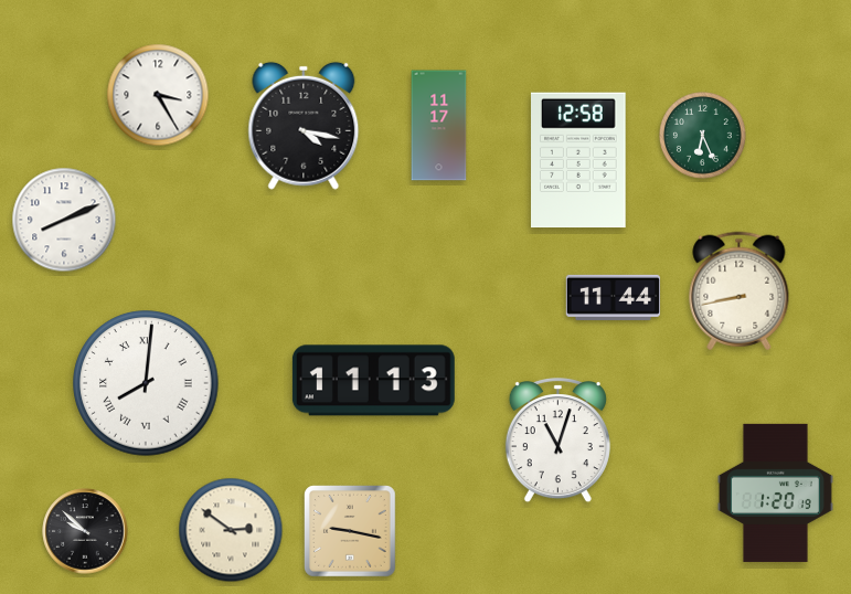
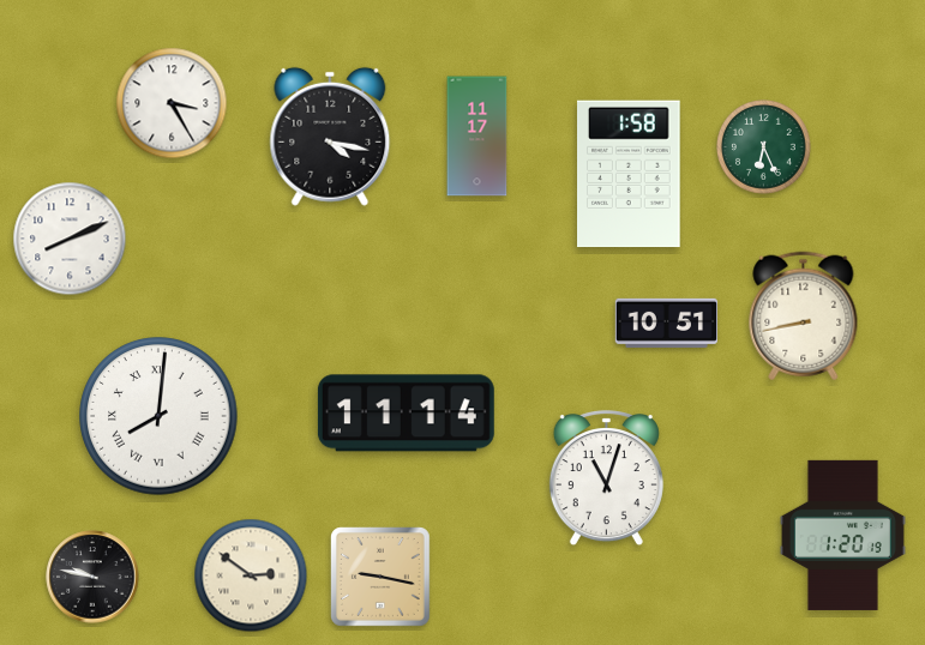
clock at (579, 160): 12:58 -> 1:58
clock at (613, 297): 11:44 -> 10:51
clock at (373, 381): 11:13 -> 11:14
clock at (85, 531): 9:52 -> 9:47
